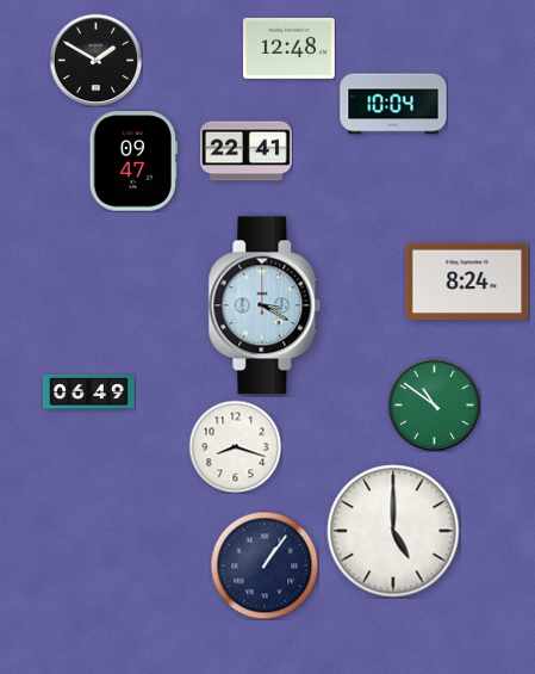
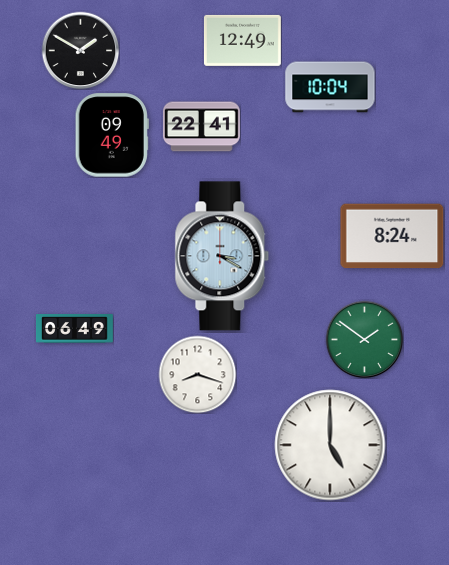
clock at (288, 48): 12:48 -> 12:49
clock at (245, 152) position: (245, 152) -> (201, 127)
clock at (133, 161): 09:47 -> 09:49
clock at (434, 404): 10:51 -> 1:51
clock at (265, 565): 1:06 -> none
